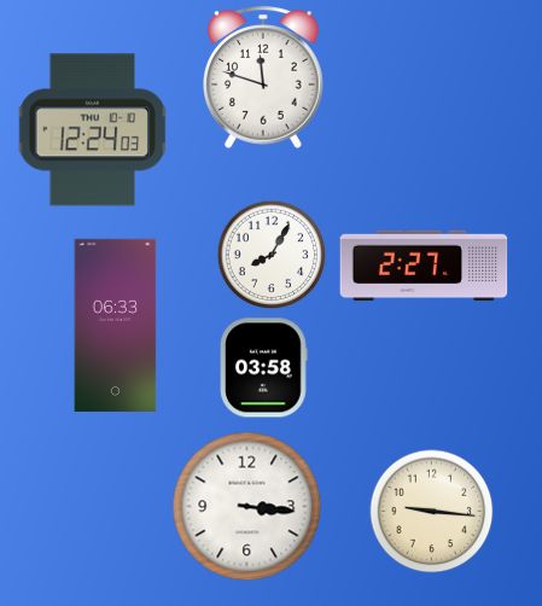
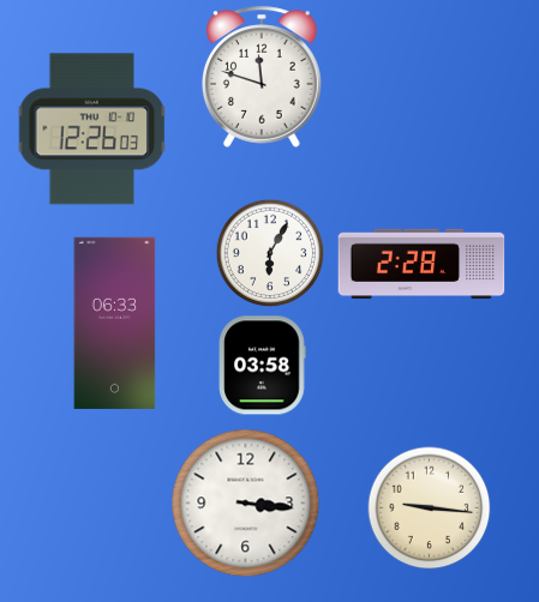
clock at (93, 130): 12:24 -> 12:26
clock at (272, 255): 8:05 -> 6:05
clock at (424, 266): 2:27 -> 2:28
